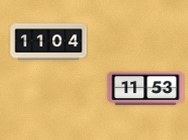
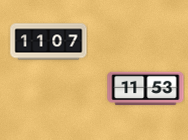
clock at (49, 42): 11:04 -> 11:07
